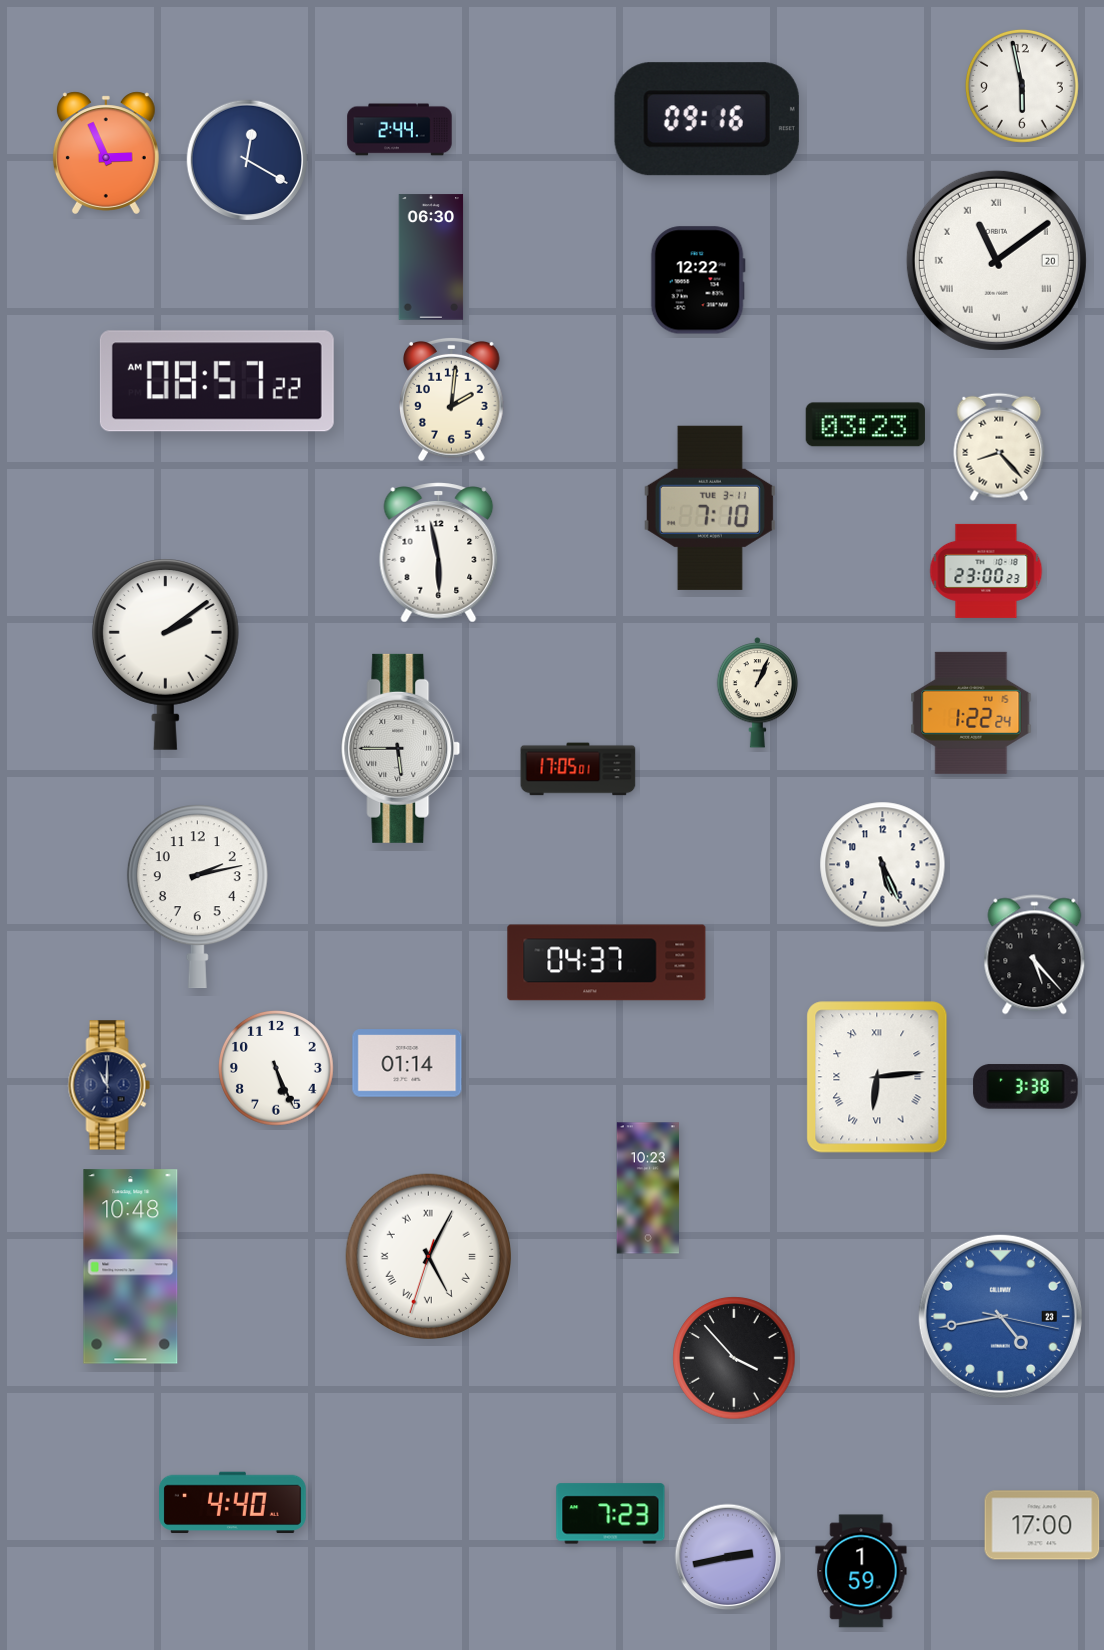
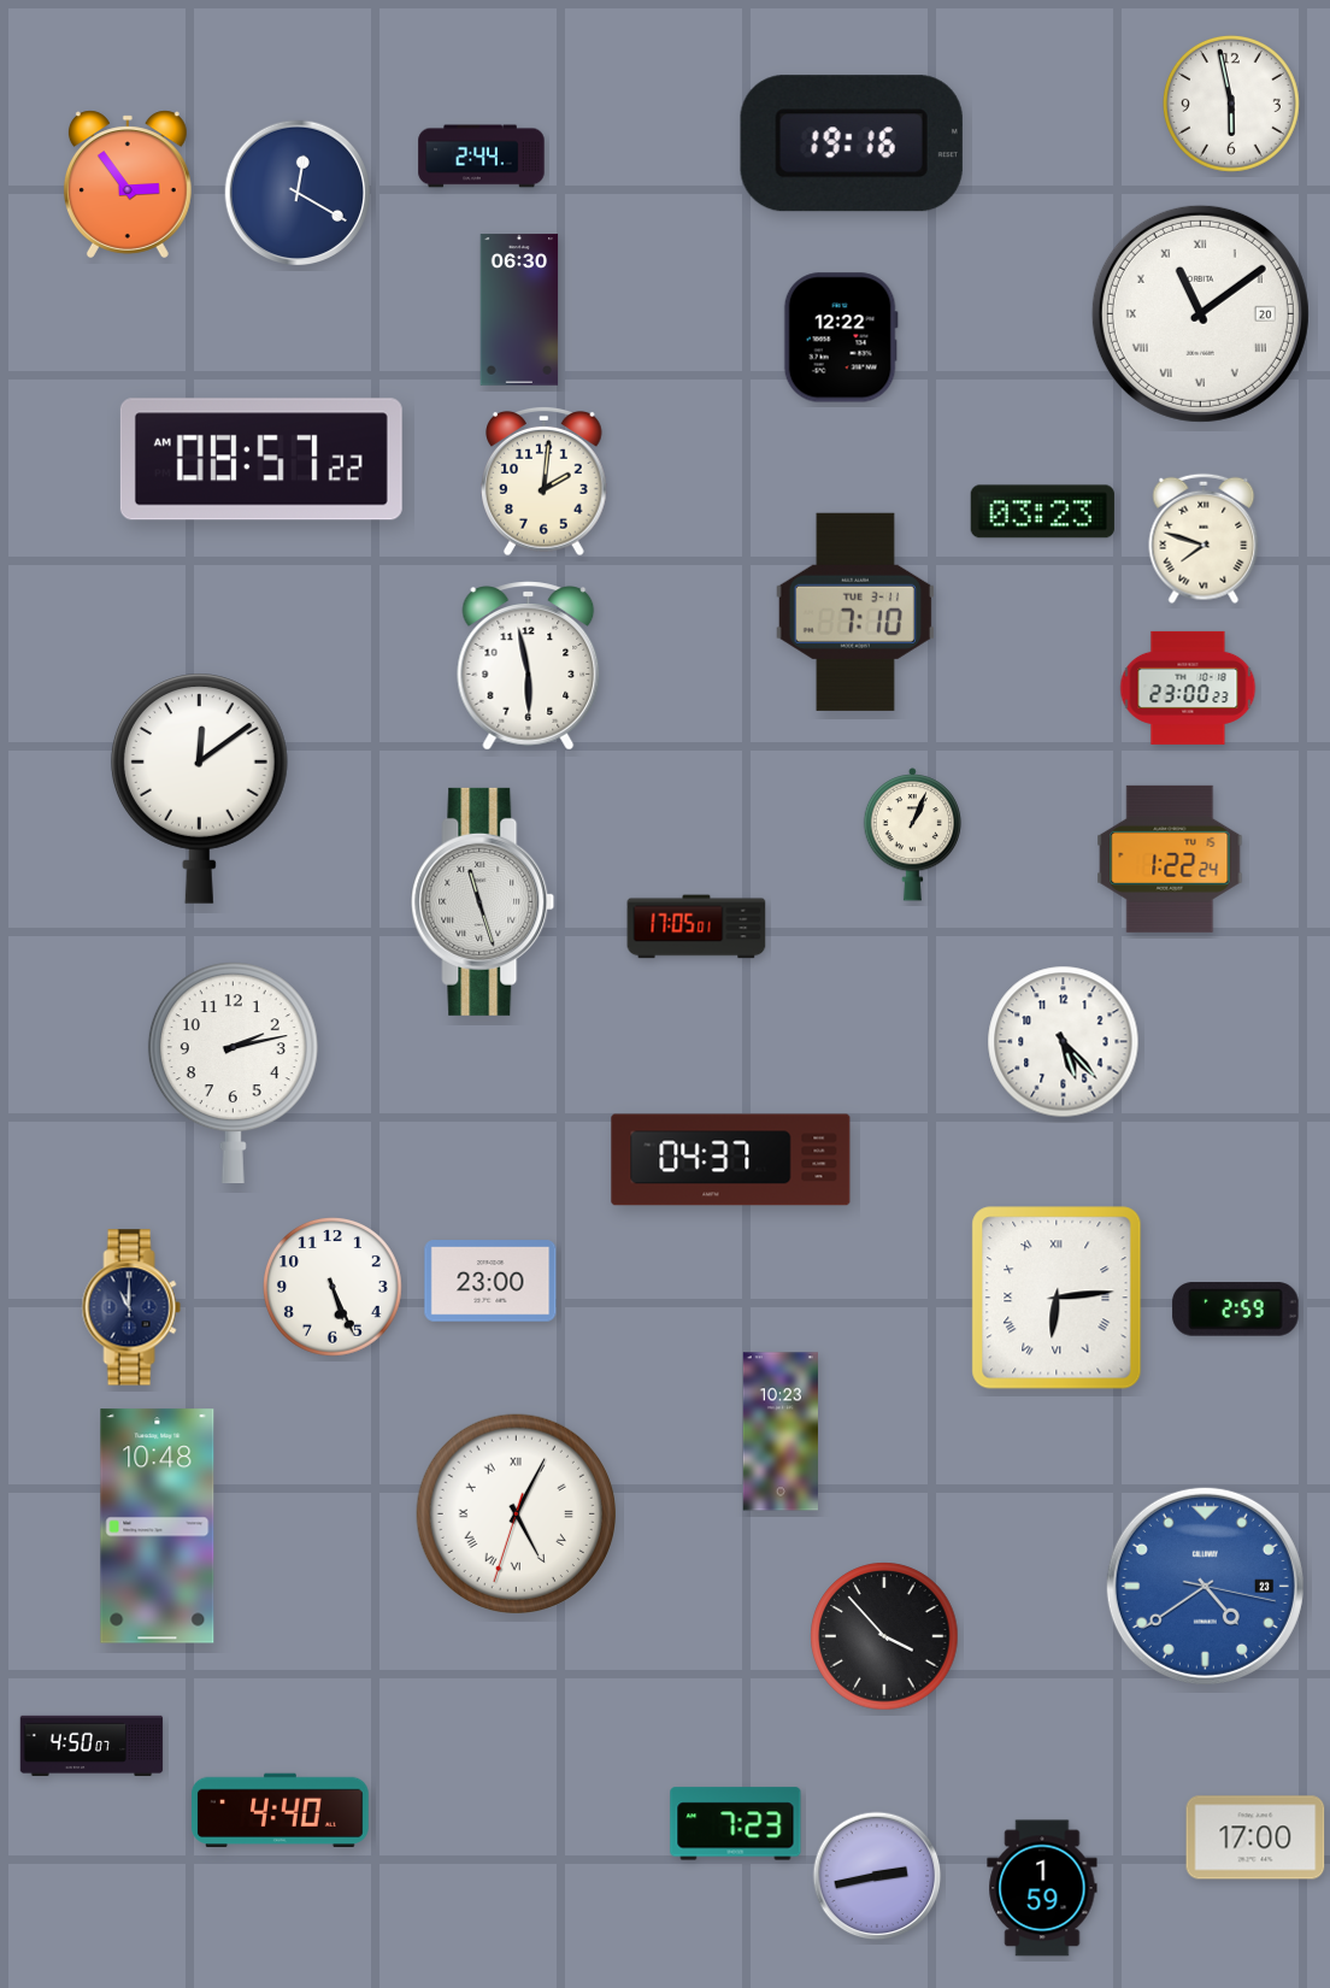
clock at (707, 119): 09:16 -> 19:16
clock at (106, 153): 2:56 -> 2:54
clock at (999, 447): 8:23 -> 7:48
clock at (165, 654): 2:09 -> 12:09
clock at (401, 748): 5:45 -> 11:27
clock at (883, 865): 5:26 -> 5:23
clock at (197, 896) position: (197, 896) -> (233, 1072)
clock at (1035, 955): 5:23 -> none
clock at (407, 1063): 01:14 -> 23:00
clock at (1026, 1087): 3:38 -> 2:59
clock at (1000, 1316): 4:43 -> 4:39
clock at (92, 1745): none -> 4:50
clock at (861, 1571) position: (861, 1571) -> (1042, 1888)
